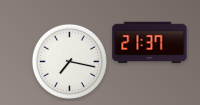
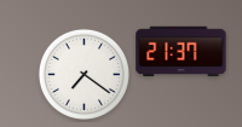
clock at (69, 61): 7:17 -> 7:21
